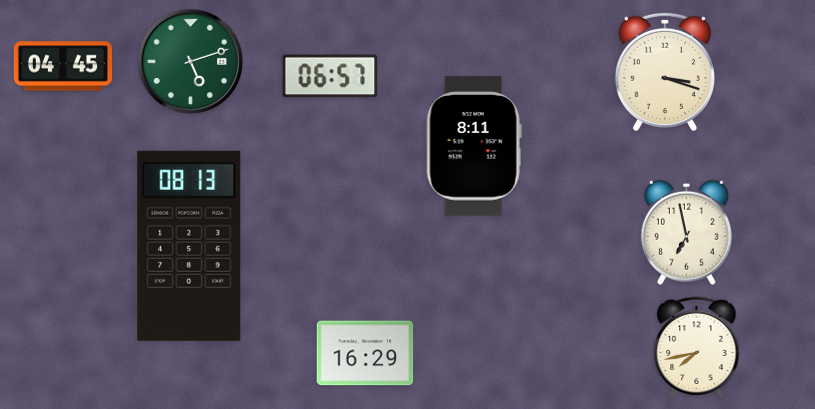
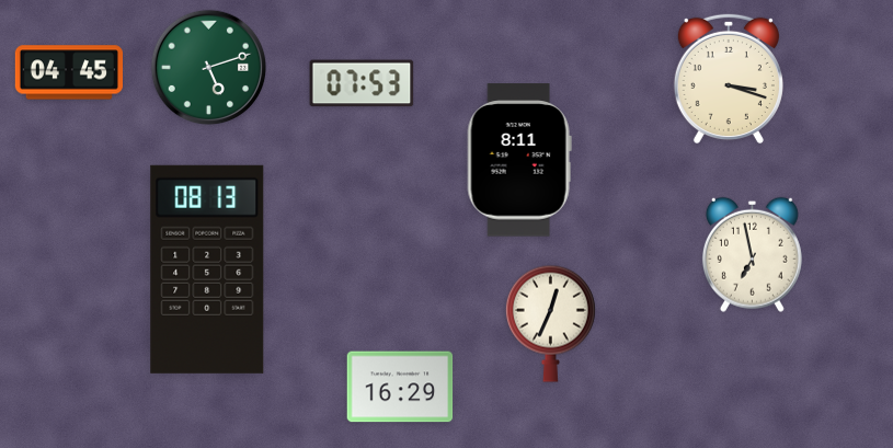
clock at (330, 76): 06:57 -> 07:53
clock at (550, 323): none -> 12:34
clock at (697, 348): 7:43 -> none
